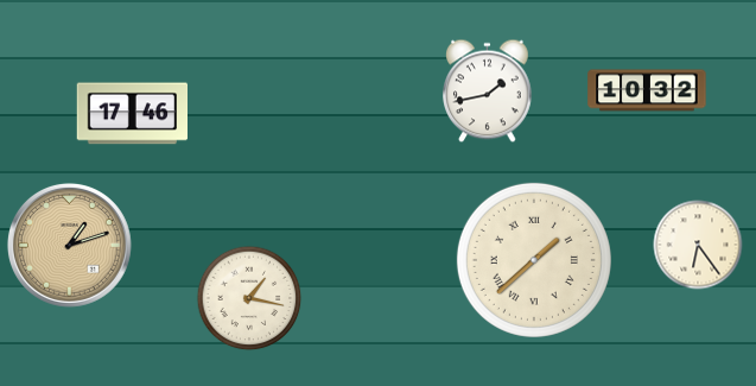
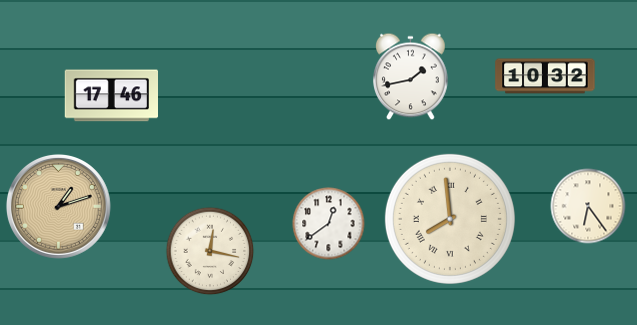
clock at (534, 260): 1:38 -> 7:59
clock at (329, 224): none -> 12:39
clock at (249, 298): 1:17 -> 12:17
